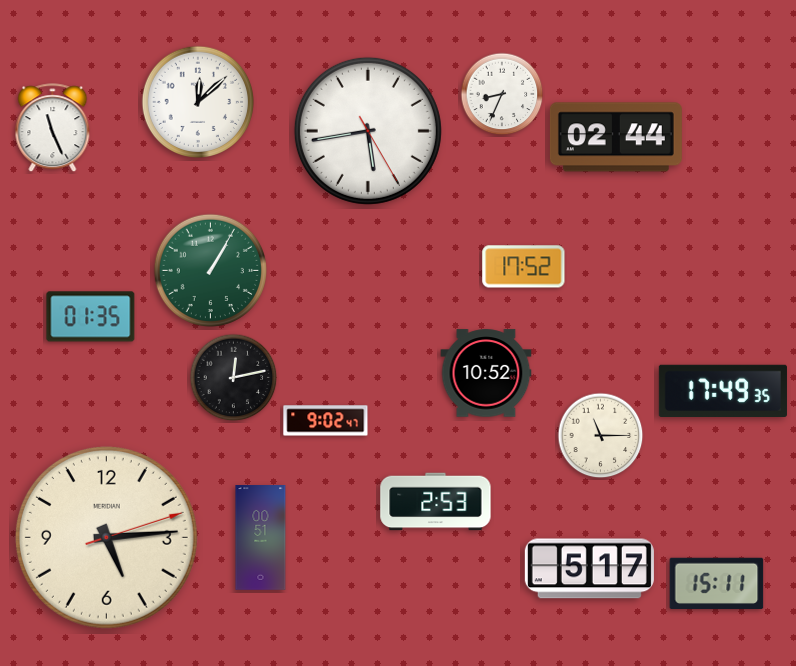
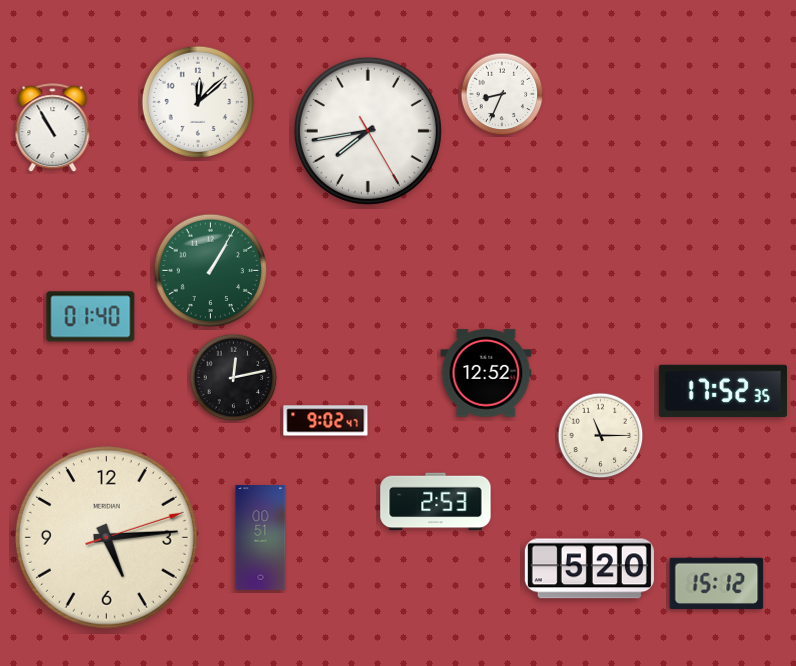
clock at (53, 128): 11:26 -> 10:55
clock at (368, 131): 5:43 -> 7:43
clock at (616, 137): 02:44 -> none
clock at (524, 267): 17:52 -> none
clock at (91, 317): 01:35 -> 01:40
clock at (486, 373): 10:52 -> 12:52
clock at (723, 391): 17:49 -> 17:52
clock at (589, 569): 5:17 -> 5:20
clock at (717, 584): 15:11 -> 15:12
